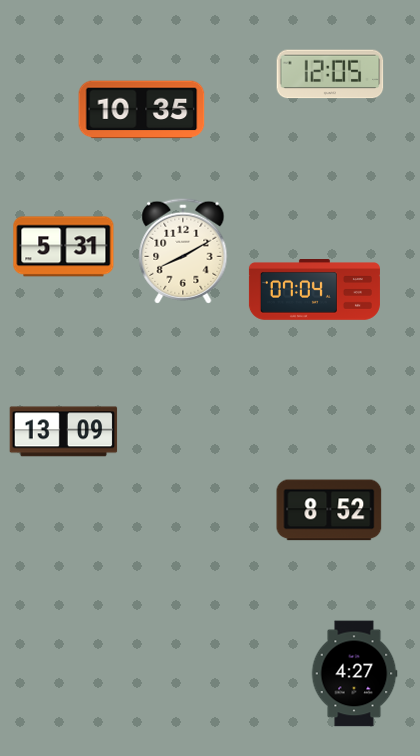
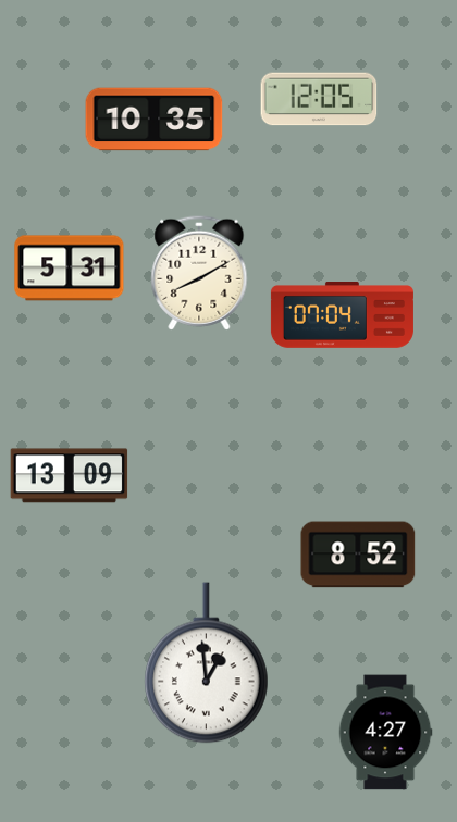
clock at (330, 74) position: (330, 74) -> (319, 99)
clock at (64, 432) position: (64, 432) -> (70, 476)
clock at (207, 663): none -> 12:59
